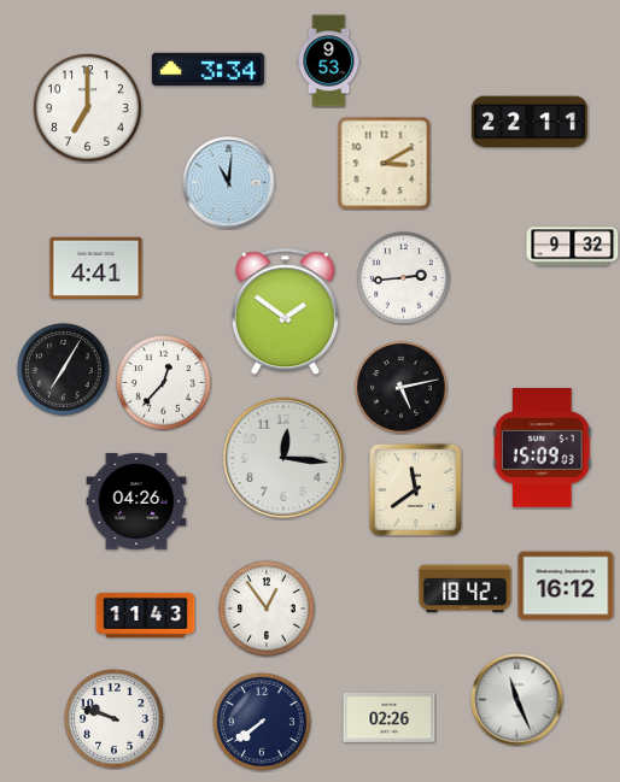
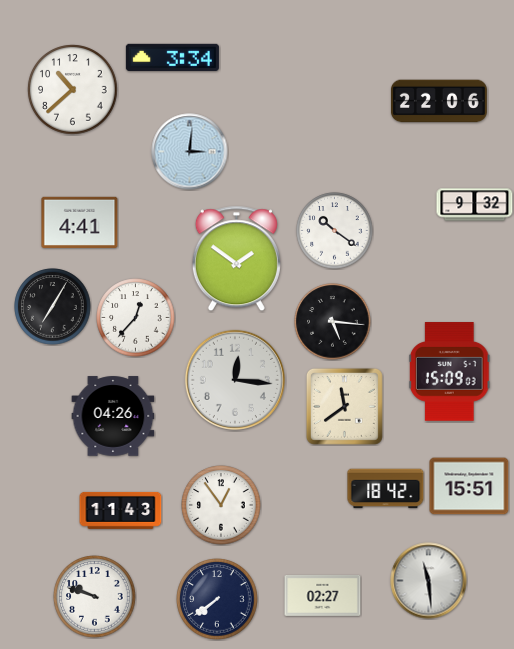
clock at (329, 61): 9:53 -> none
clock at (88, 108): 7:00 -> 10:38
clock at (530, 122): 22:11 -> 22:06
clock at (384, 163): 3:10 -> none
clock at (229, 183): 11:01 -> 3:01
clock at (404, 278): 2:44 -> 10:21
clock at (402, 388): 5:13 -> 5:16
clock at (566, 586): 16:12 -> 15:51
clock at (517, 700): 11:26 -> 11:29
clock at (390, 717): 02:26 -> 02:27
